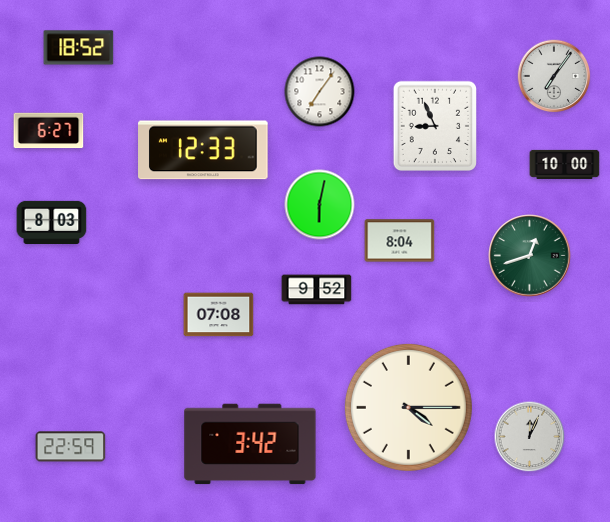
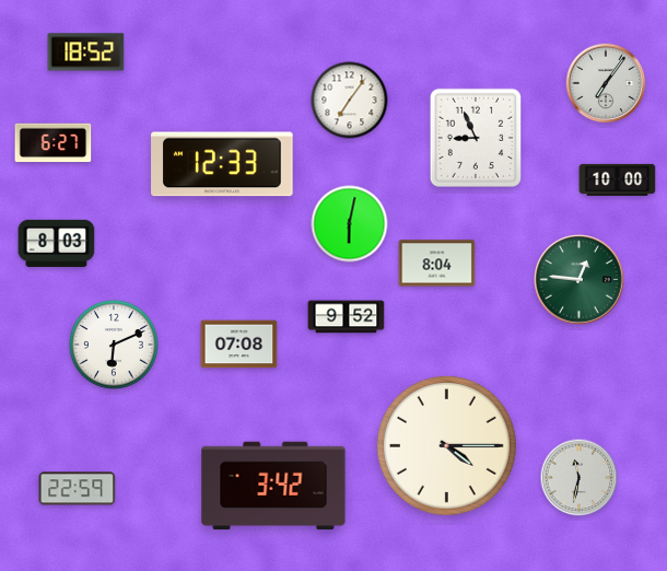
clock at (530, 256): 12:42 -> 12:46
clock at (114, 345): none -> 6:11
clock at (530, 437): 12:04 -> 11:32
